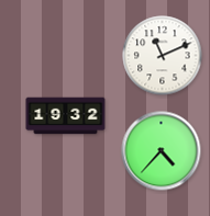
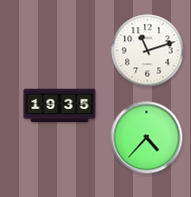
clock at (163, 56): 11:11 -> 11:12
clock at (66, 116): 19:32 -> 19:35
